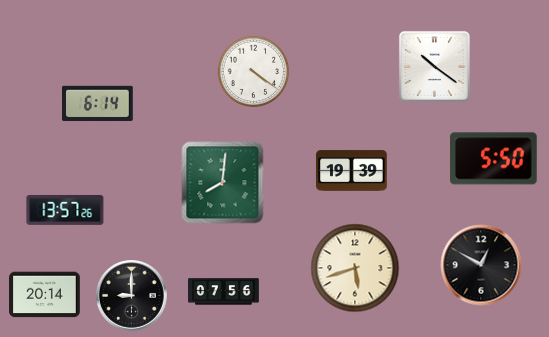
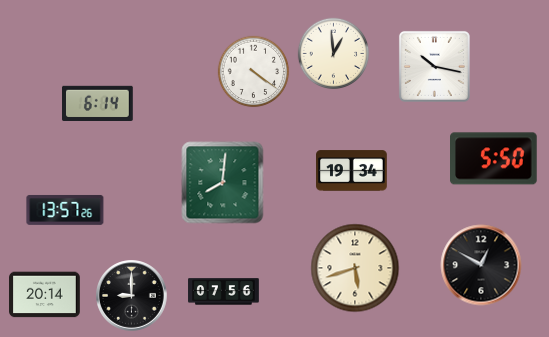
clock at (334, 54): none -> 12:59
clock at (434, 66): 10:21 -> 10:17
clock at (352, 171): 19:39 -> 19:34
